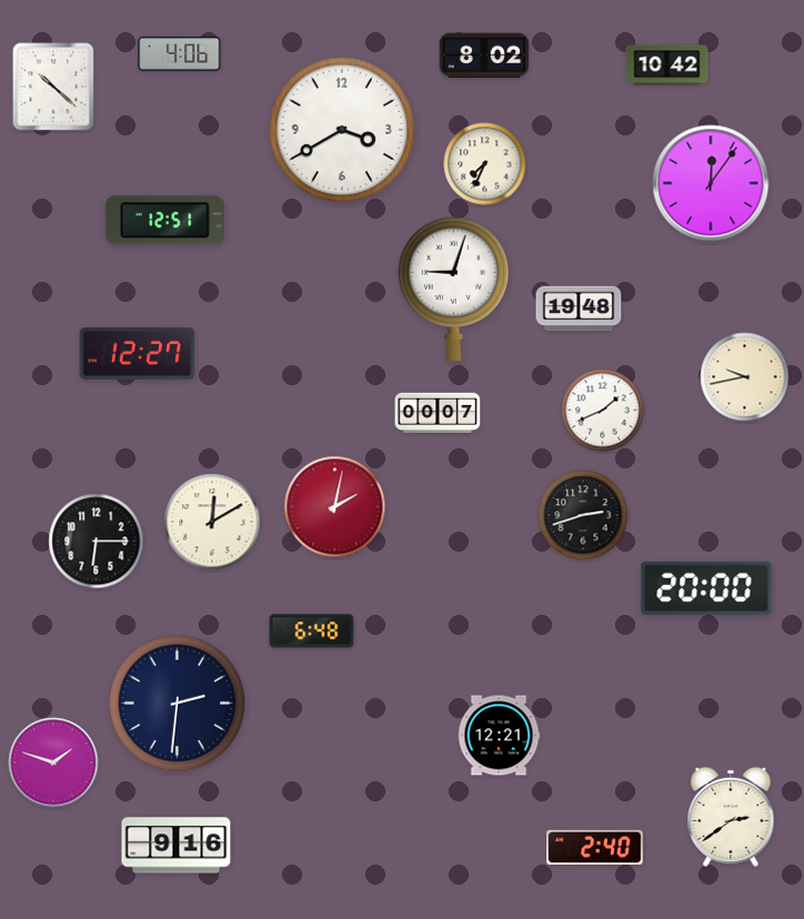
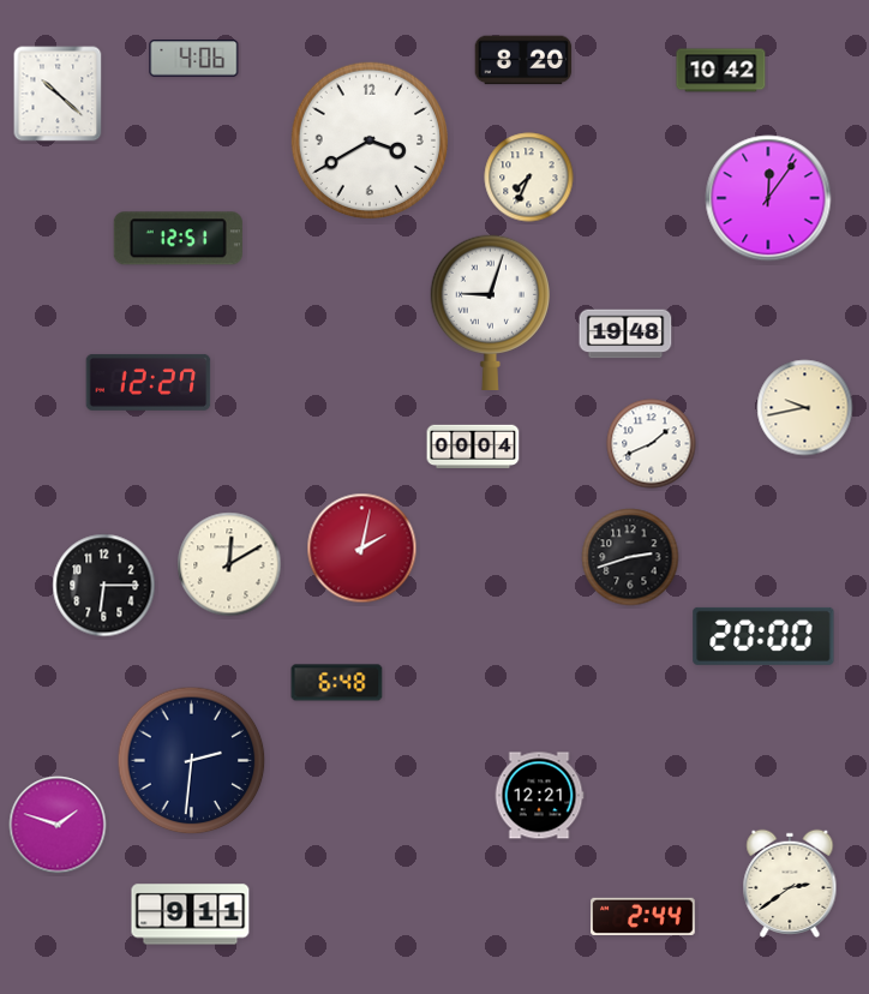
clock at (484, 55): 8:02 -> 8:20
clock at (485, 164) position: (485, 164) -> (529, 178)
clock at (438, 413): 00:07 -> 00:04
clock at (177, 846): 9:16 -> 9:11
clock at (595, 847): 2:40 -> 2:44
